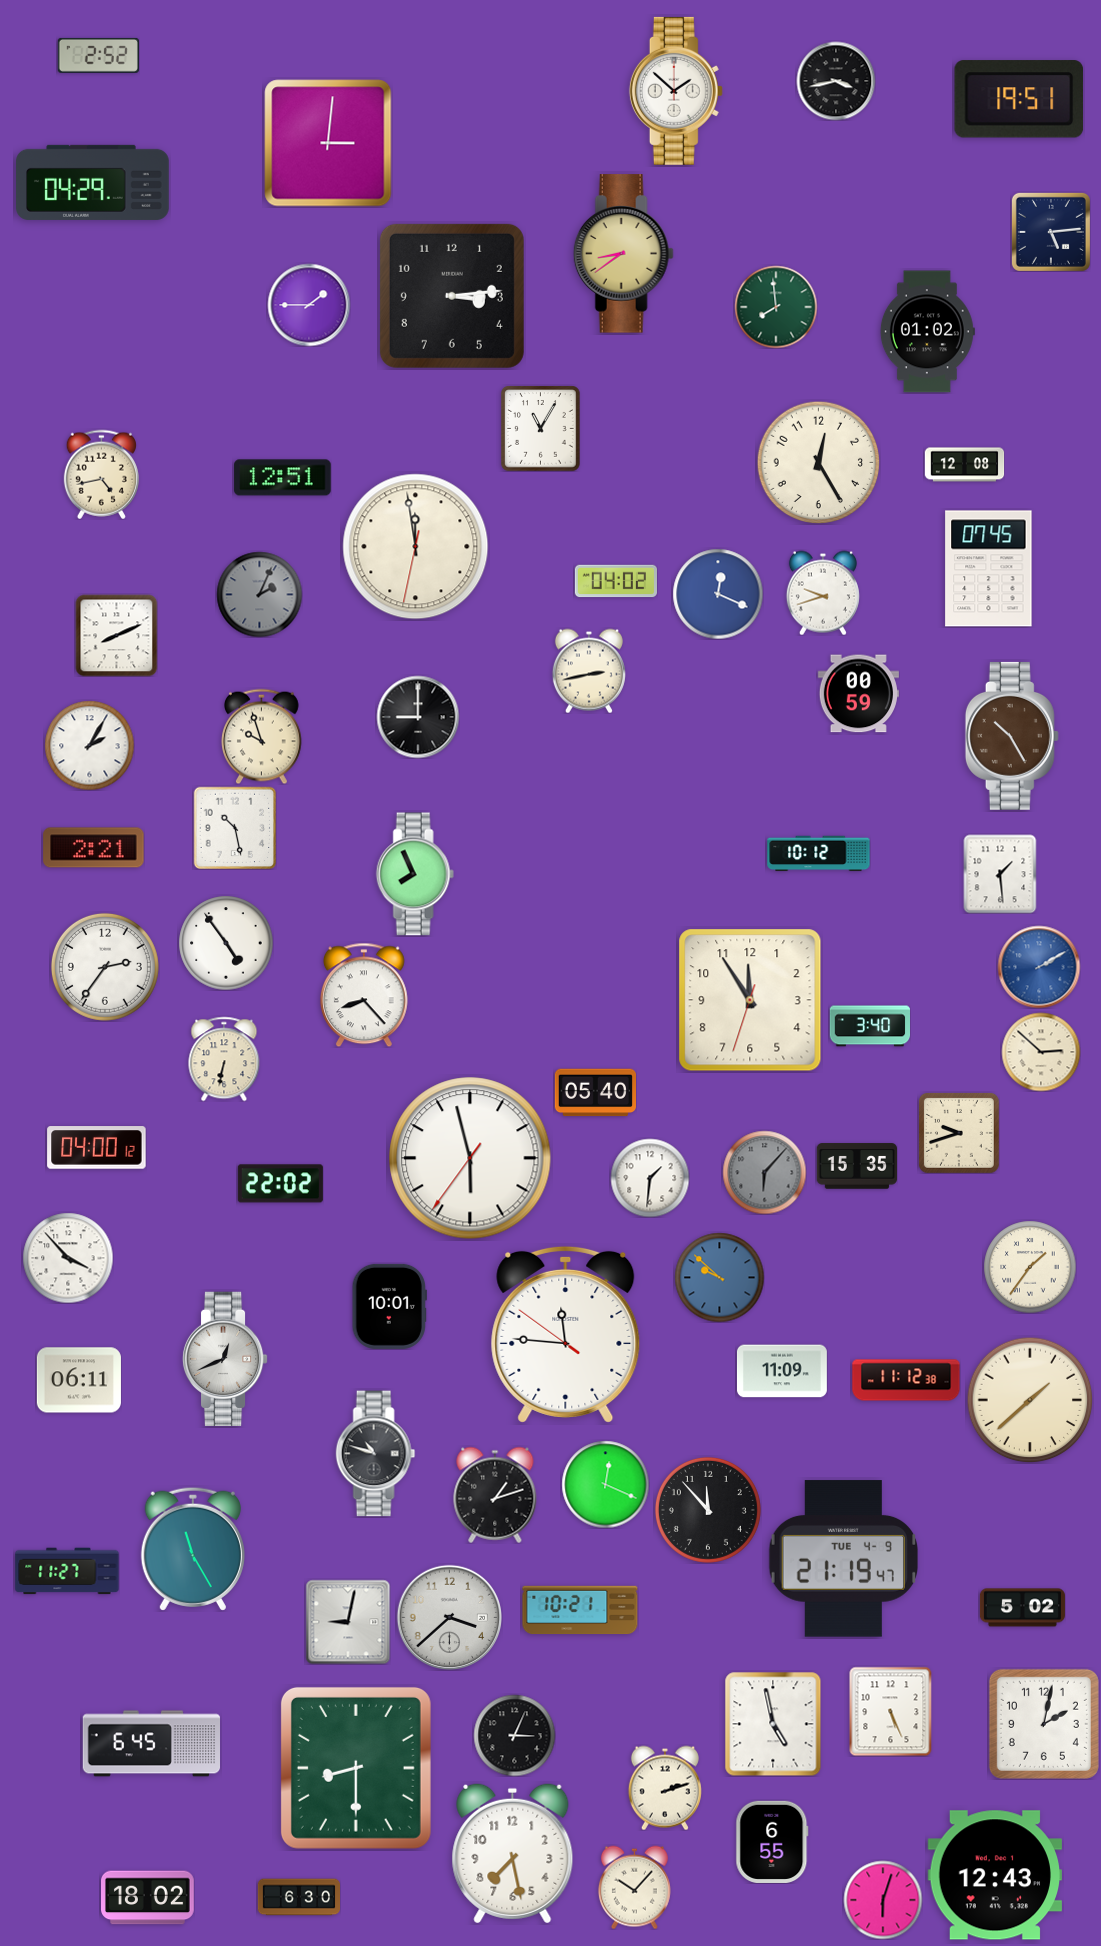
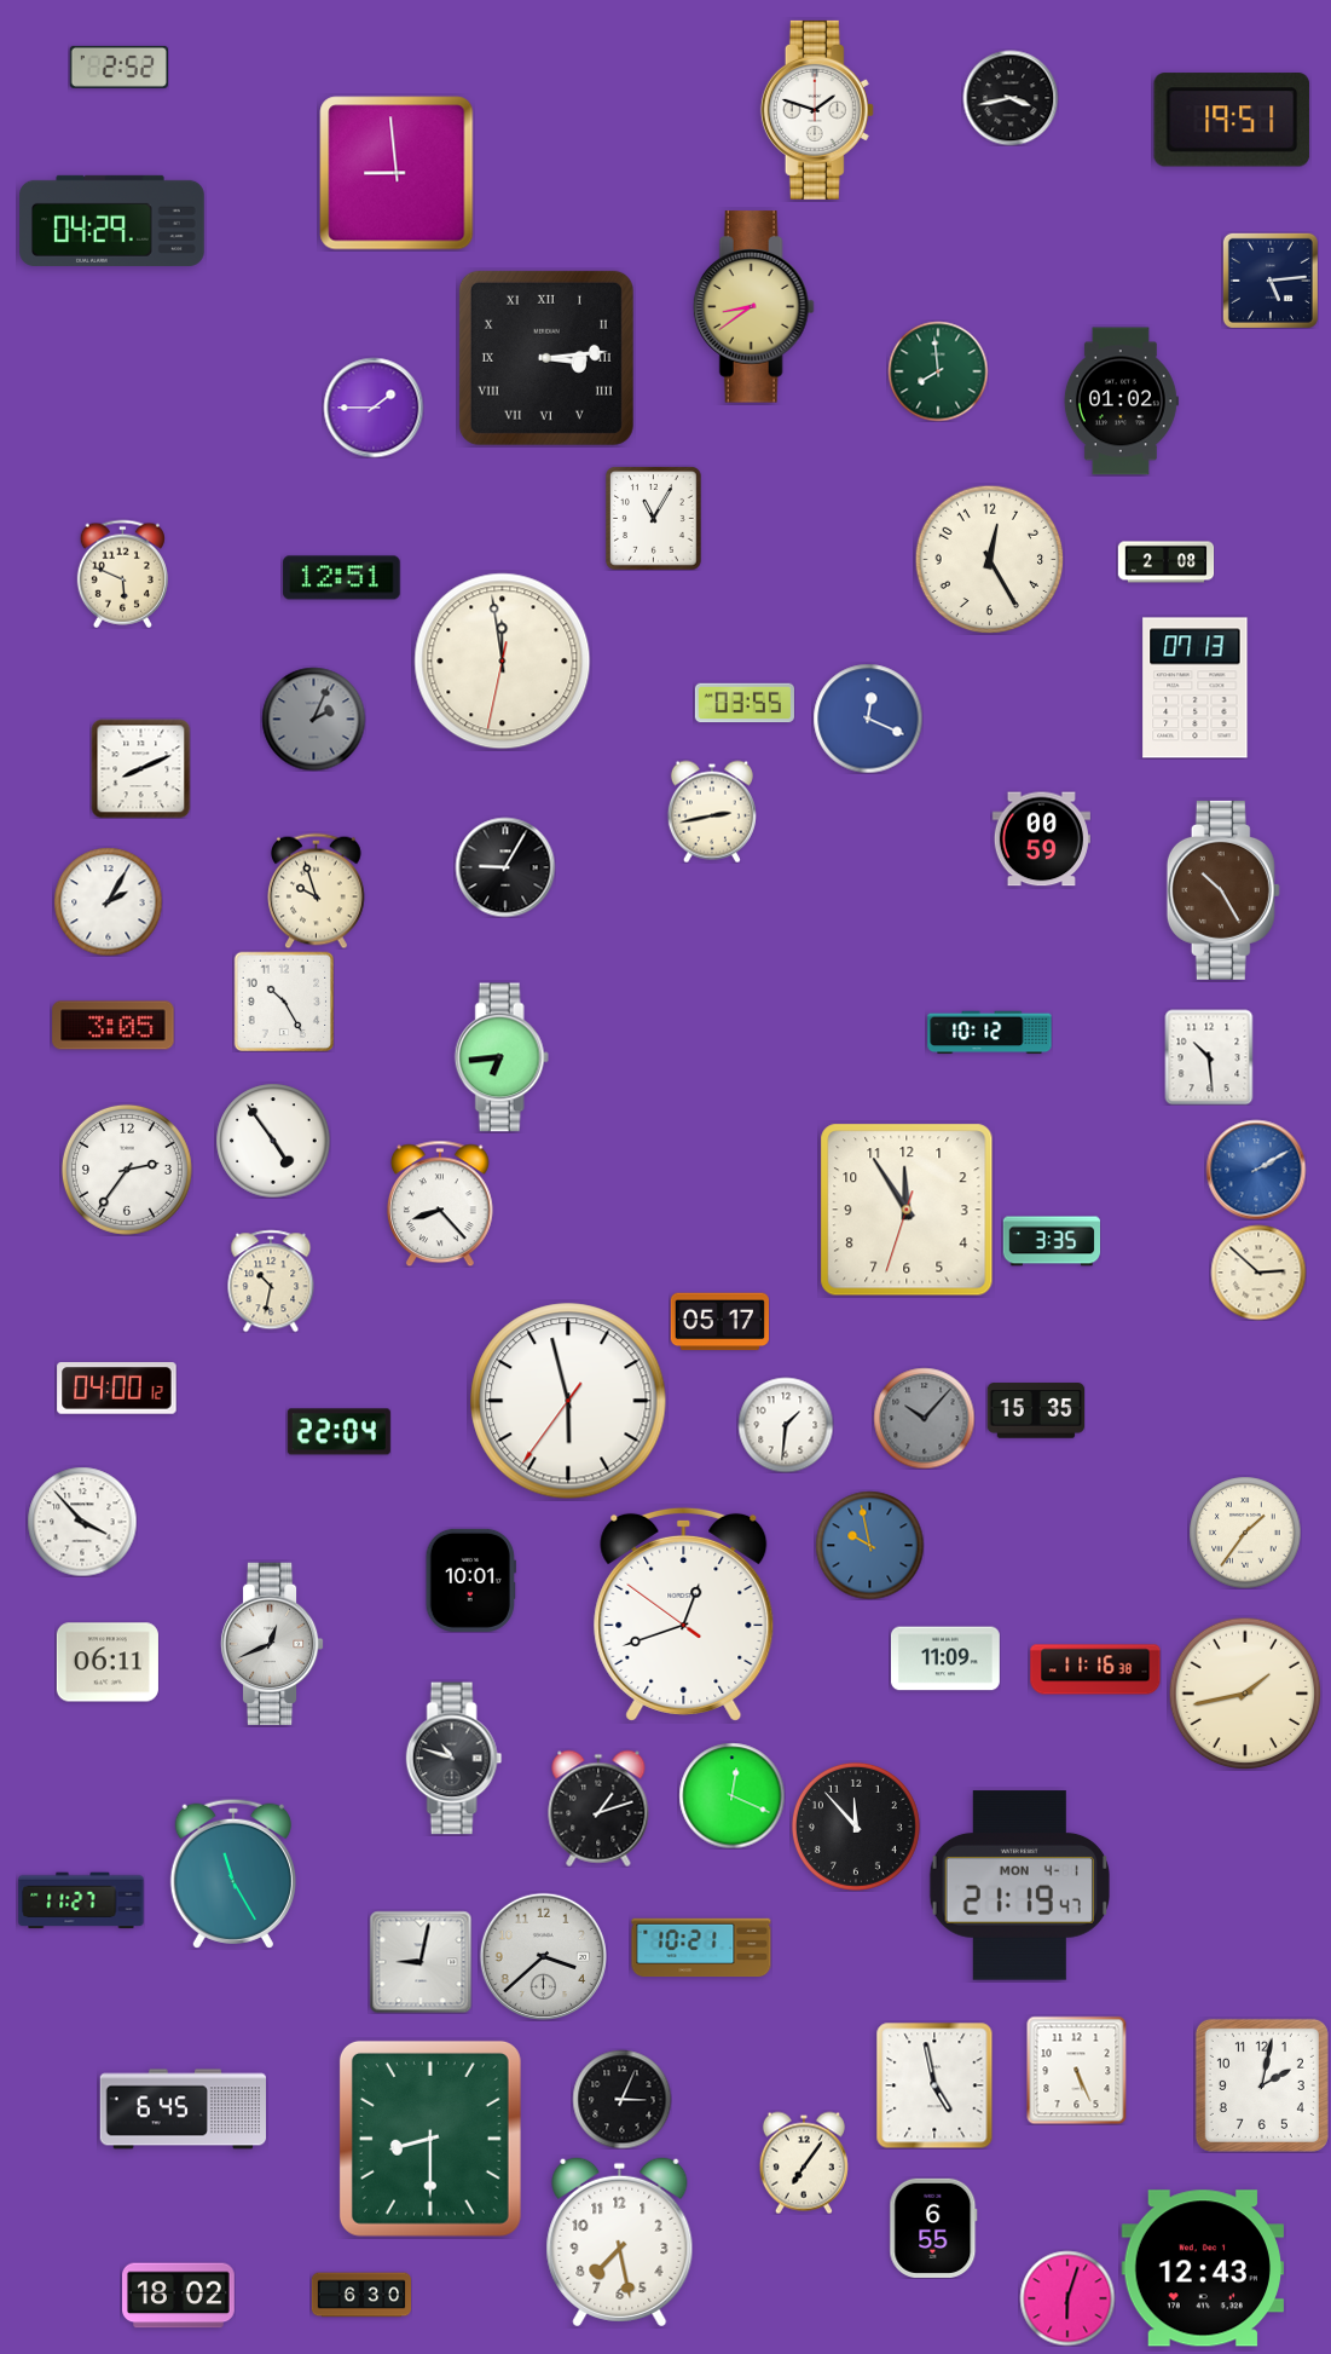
clock at (676, 91): 1:52 -> 1:48
clock at (328, 143): 3:01 -> 8:59
clock at (452, 296) numerals: Arabic -> Roman
clock at (309, 305) position: (309, 305) -> (374, 408)
clock at (964, 465): 12:08 -> 2:08
clock at (101, 474): 4:43 -> 5:49
clock at (989, 569): 07:45 -> 07:13
clock at (615, 581): 04:02 -> 03:55
clock at (823, 593): 9:42 -> none
clock at (858, 694) position: (858, 694) -> (1041, 840)
clock at (418, 717): 9:00 -> 9:05
clock at (235, 828): 10:28 -> 10:25
clock at (94, 848): 2:21 -> 3:05
clock at (415, 874): 7:56 -> 6:44
clock at (1000, 874): 1:29 -> 10:29
clock at (869, 1026): 3:40 -> 3:35
clock at (224, 1059): 6:32 -> 10:32
clock at (595, 1093): 05:40 -> 05:17
clock at (959, 1133): 9:42 -> none
clock at (764, 1172): 6:07 -> 10:07
clock at (280, 1184): 22:02 -> 22:04
clock at (719, 1277): 9:52 -> 9:58
clock at (566, 1334): 11:45 -> 12:41
clock at (79, 1380) position: (79, 1380) -> (108, 1662)
clock at (906, 1380): 11:12 -> 11:16
clock at (1030, 1400): 1:38 -> 1:43
clock at (843, 1559) date: TUE 4-9 -> MON 4-1
clock at (1022, 1608): 5:02 -> none
clock at (665, 1788): 2:12 -> 7:06
clock at (634, 1887): 10:07 -> none
